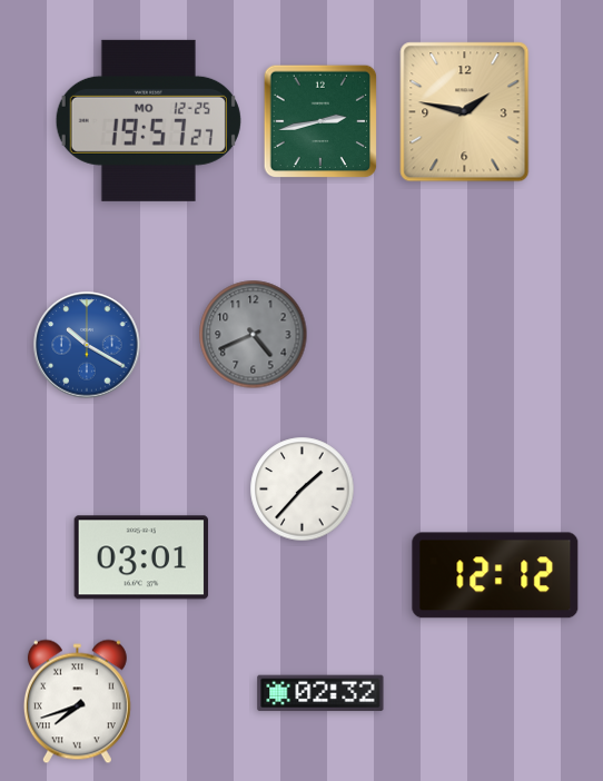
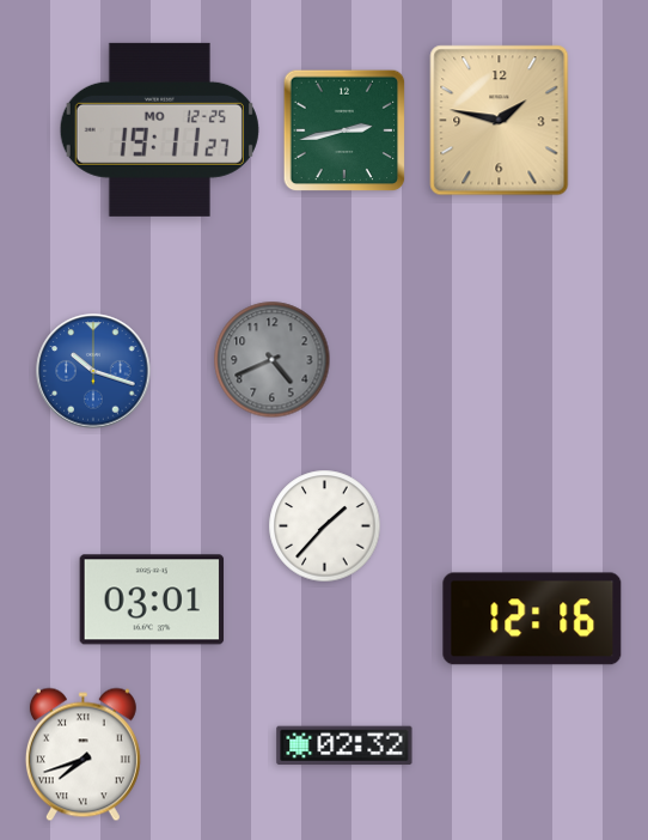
clock at (148, 120): 19:57 -> 19:11
clock at (87, 345): 10:20 -> 10:18
clock at (495, 575): 12:12 -> 12:16
